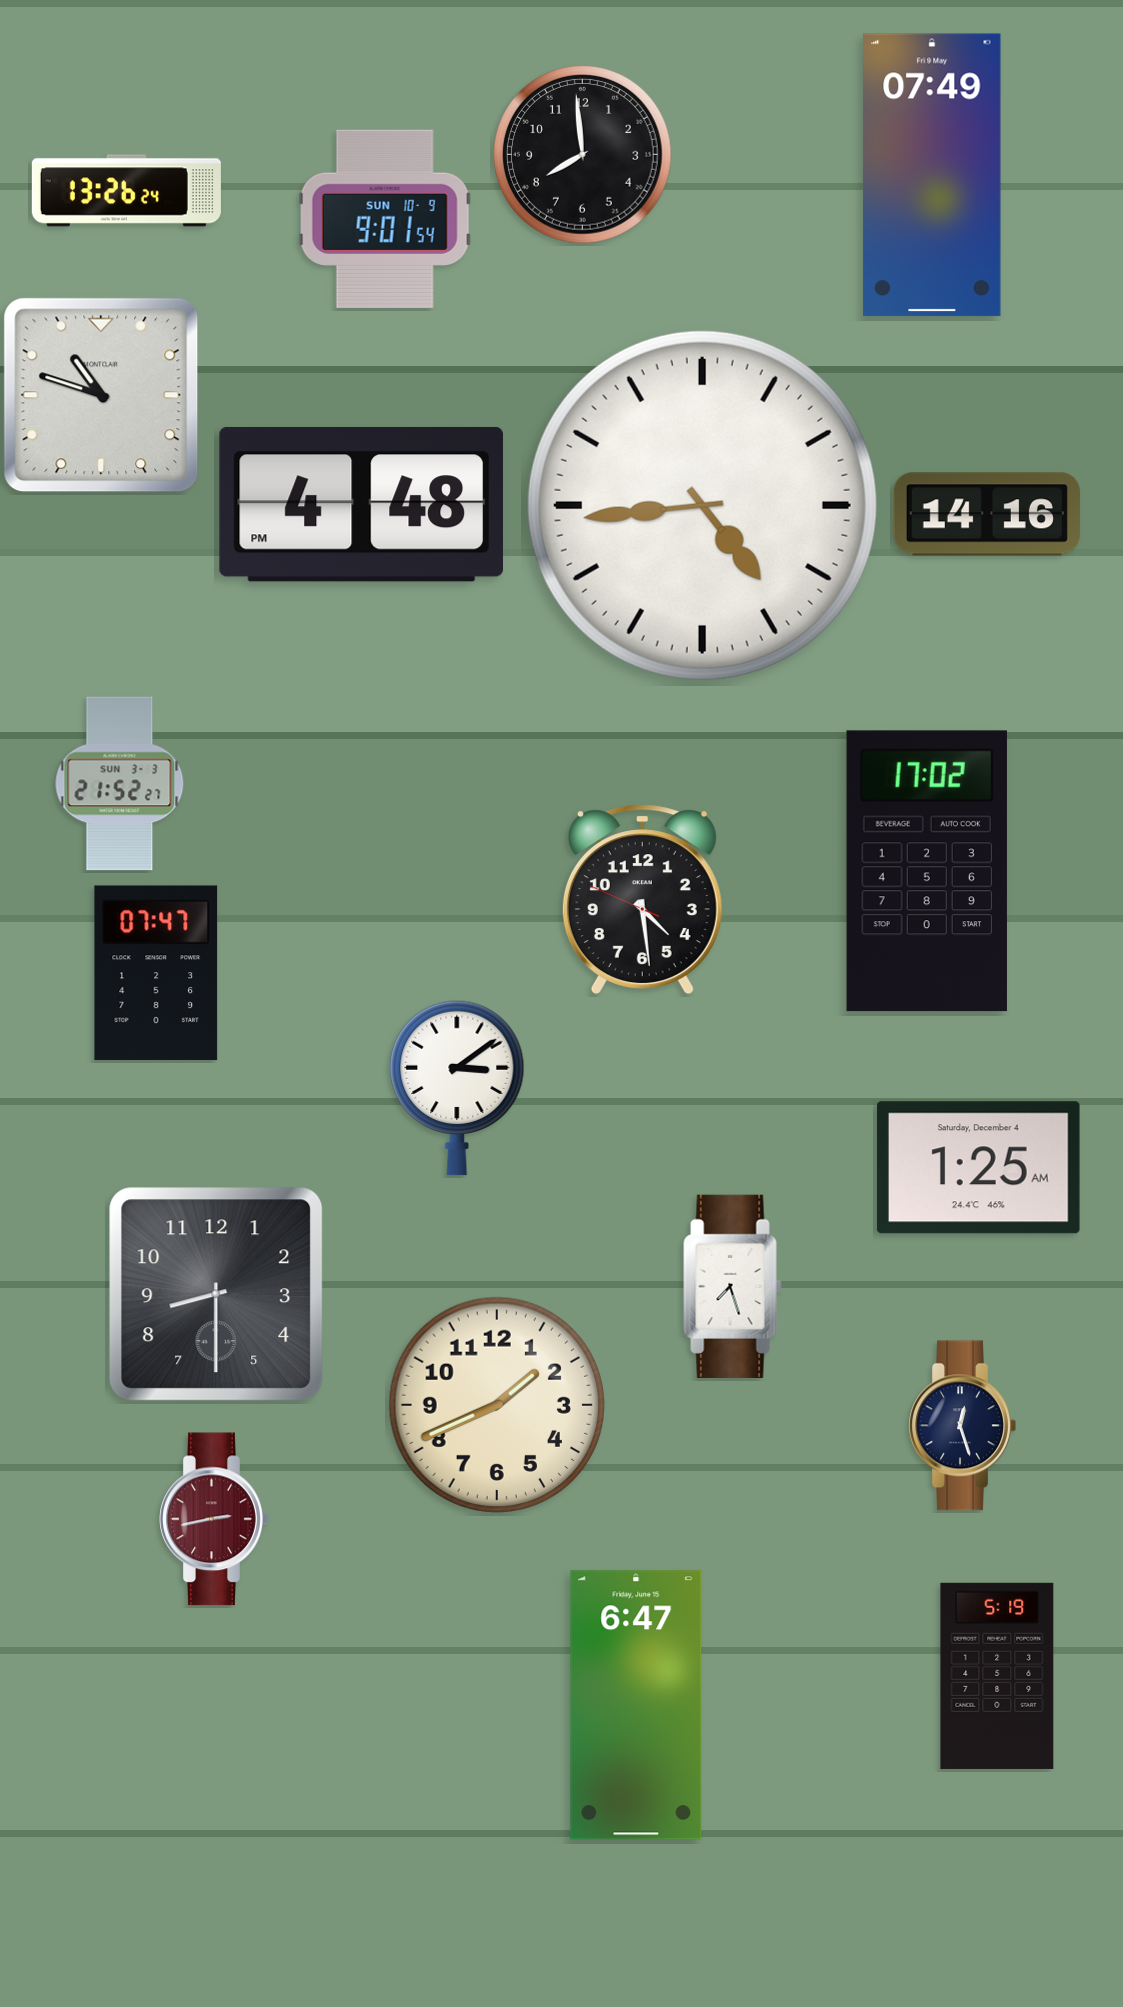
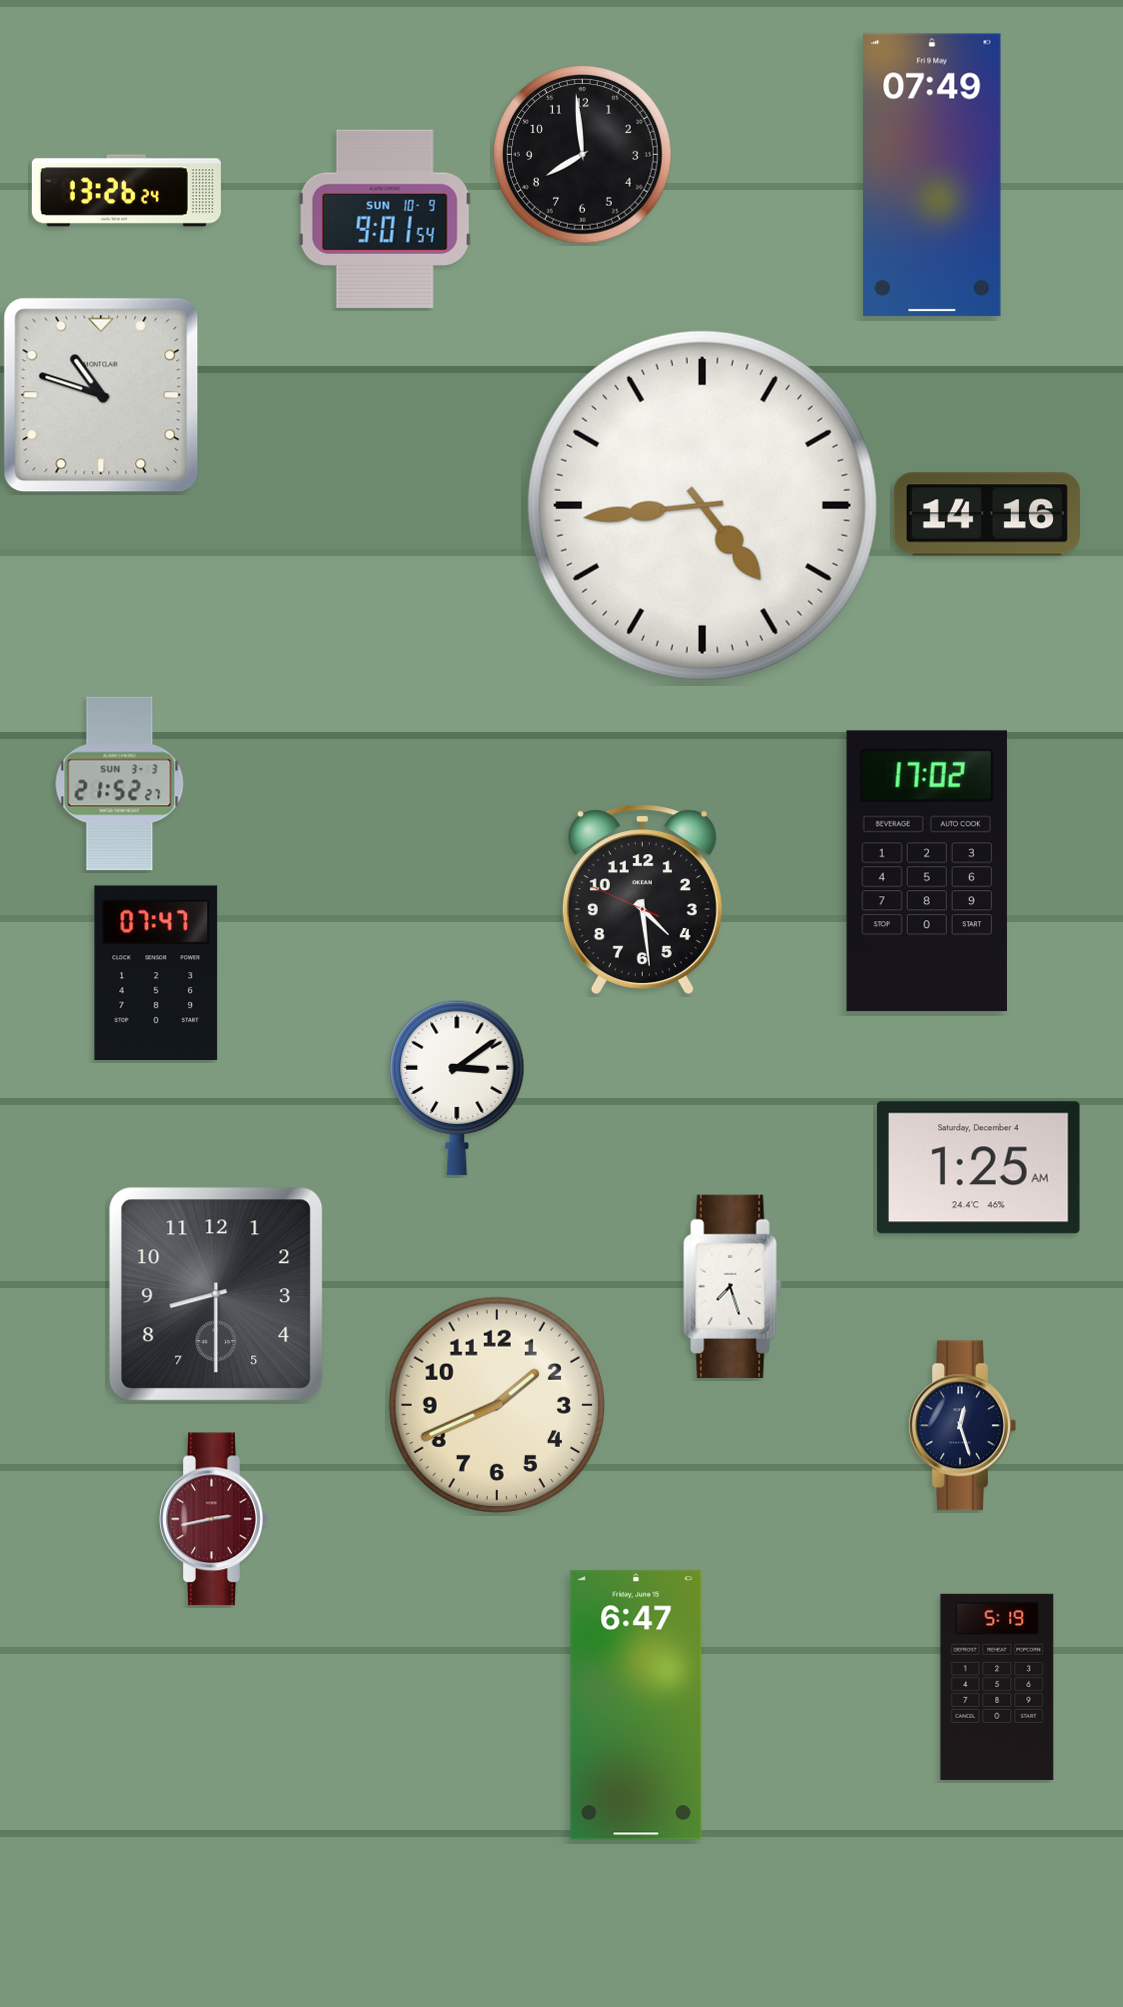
clock at (361, 504): 4:48 -> none
clock at (997, 1676) position: (997, 1676) -> (997, 1687)
